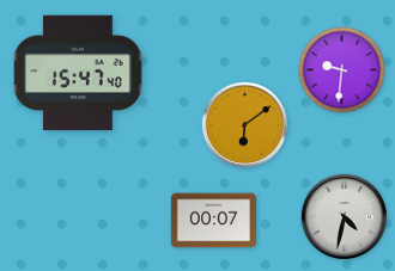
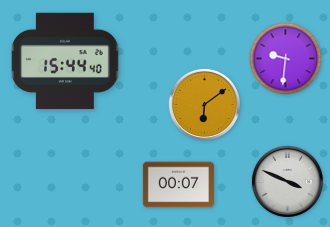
clock at (78, 73): 15:47 -> 15:44
clock at (344, 216): 4:32 -> 3:49
